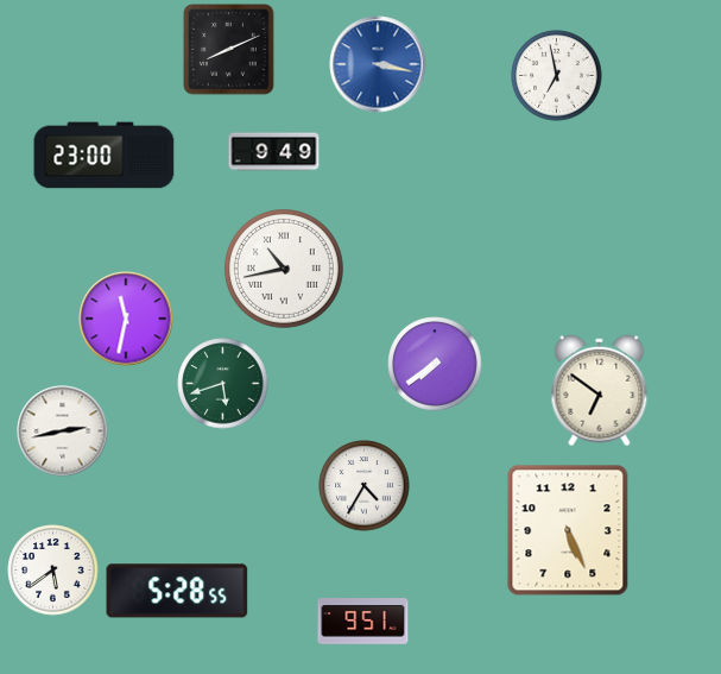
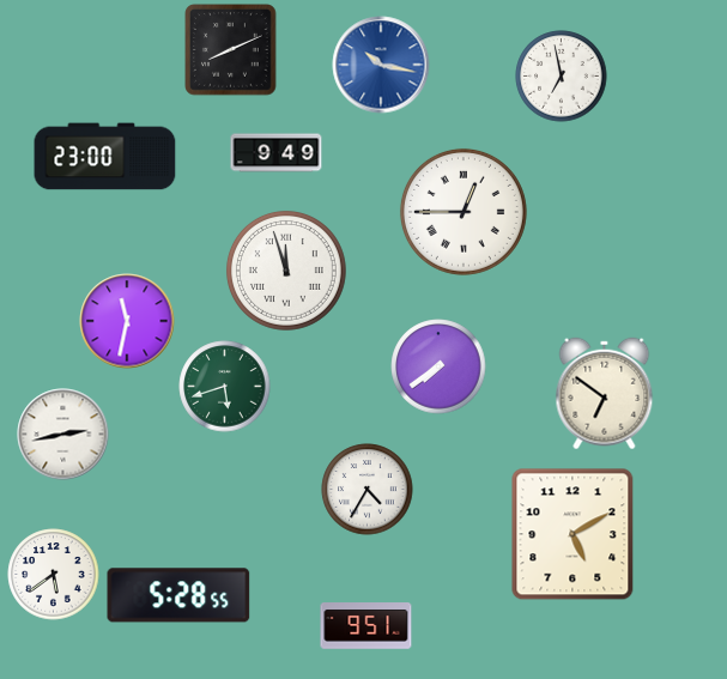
clock at (378, 64): 3:17 -> 10:17
clock at (464, 212): none -> 12:45
clock at (284, 269): 10:43 -> 11:57
clock at (568, 530): 5:26 -> 5:10
